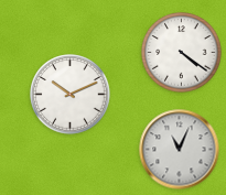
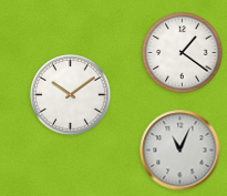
clock at (182, 53): 4:21 -> 1:21
clock at (71, 95): 10:11 -> 10:09
